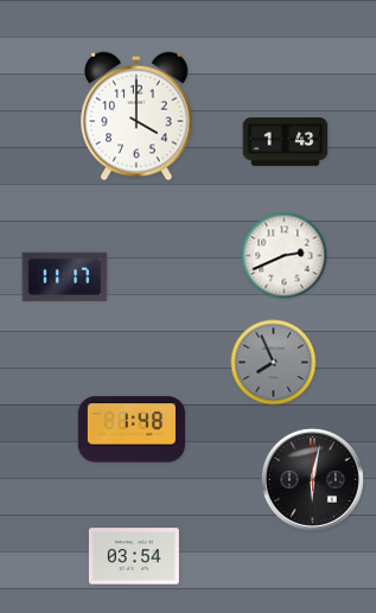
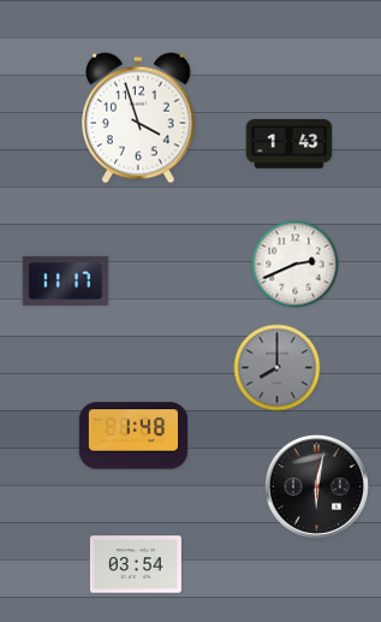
clock at (136, 116): 4:00 -> 3:57
clock at (285, 256) position: (285, 256) -> (296, 265)
clock at (274, 363): 7:56 -> 8:00
